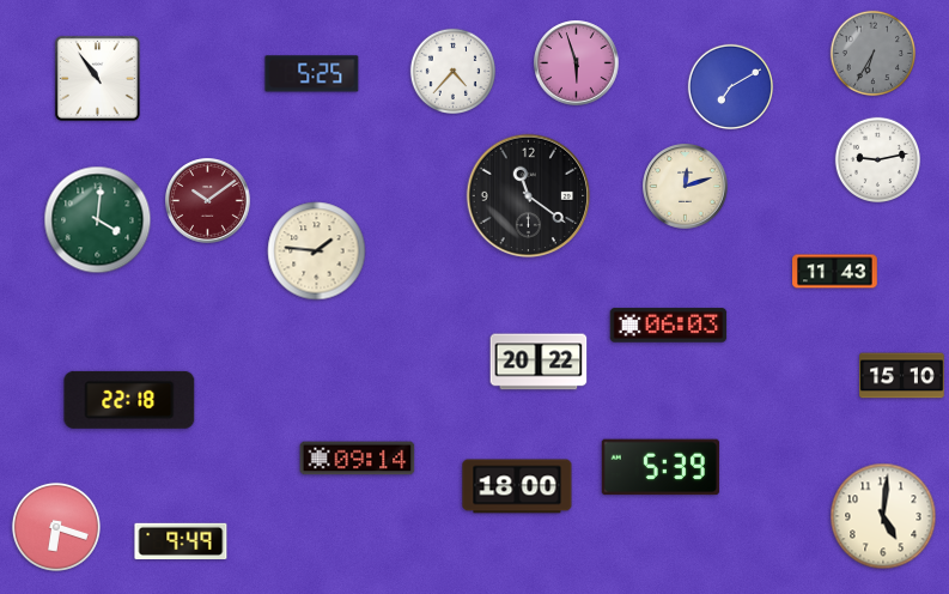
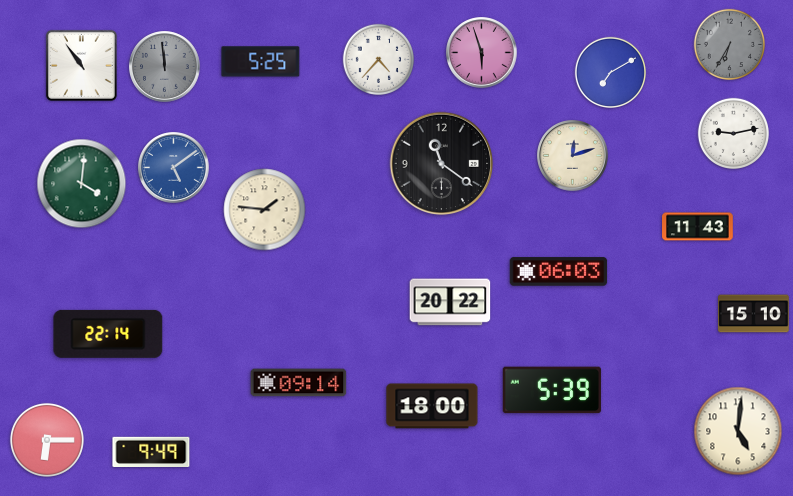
clock at (165, 67): none -> 11:59
clock at (208, 201): 10:09 -> 5:09
clock at (208, 201) dial: burgundy -> blue
clock at (129, 400): 22:18 -> 22:14
clock at (56, 527): 6:18 -> 6:15
